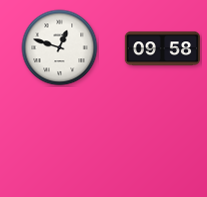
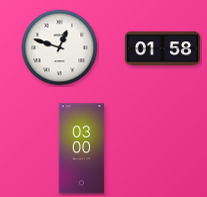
clock at (162, 49): 09:58 -> 01:58
clock at (82, 149): none -> 03:00
